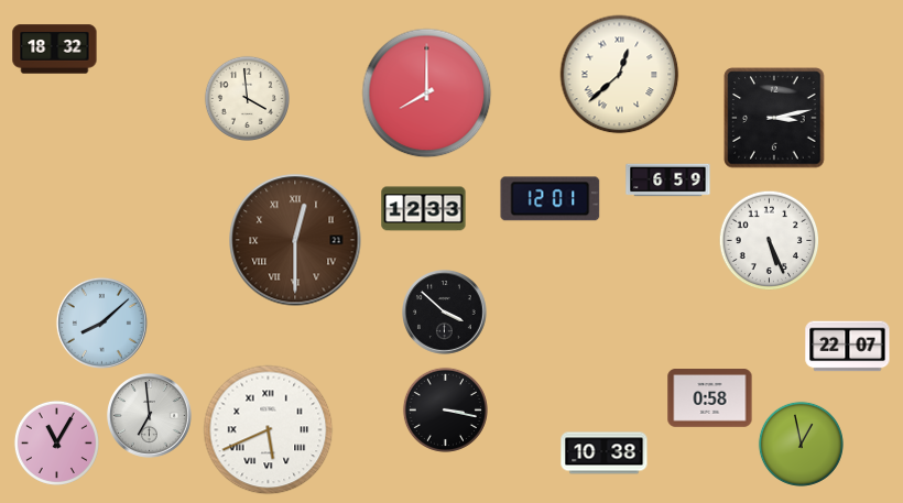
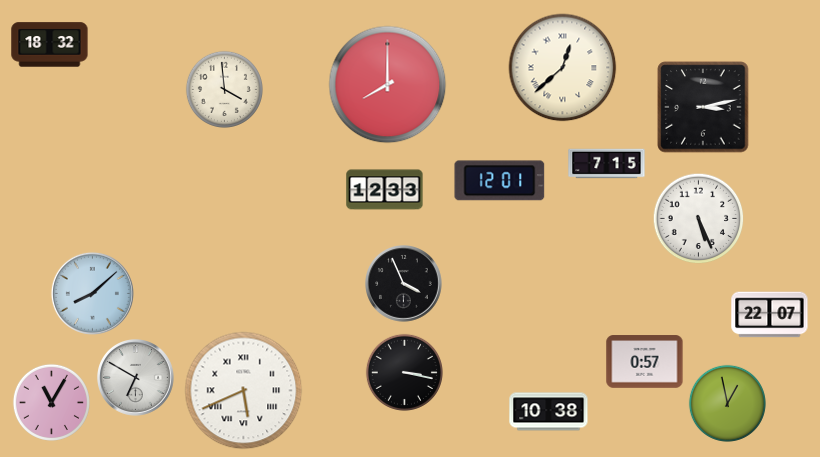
clock at (668, 181): 6:59 -> 7:15
clock at (295, 240): 12:30 -> none
clock at (445, 313): 3:52 -> 3:56
clock at (710, 398): 0:58 -> 0:57
clock at (150, 416): 6:59 -> 6:50
